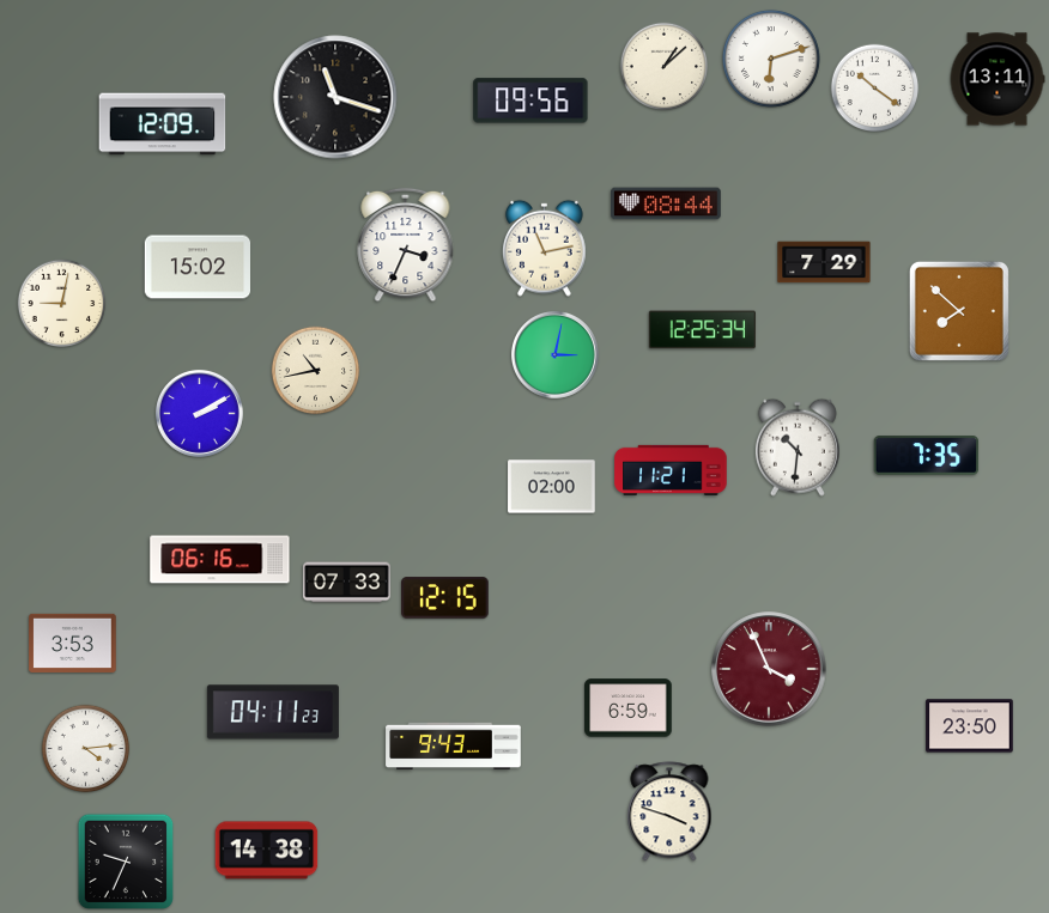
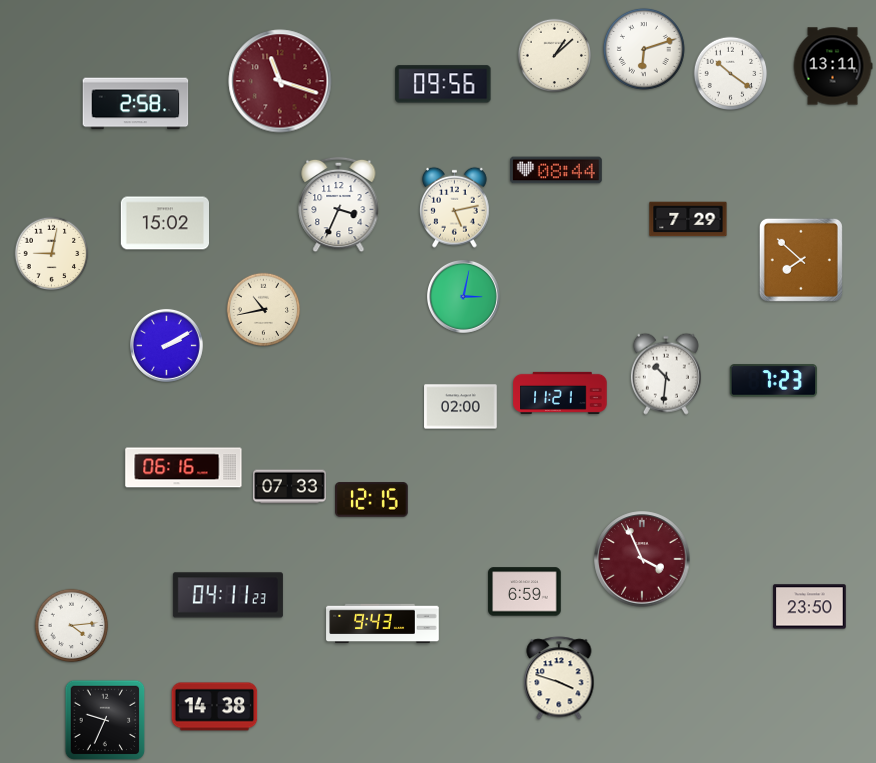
clock at (335, 97) dial: black -> burgundy
clock at (163, 124): 12:09 -> 2:58
clock at (544, 248): 11:13 -> 5:13
clock at (702, 330): 12:25 -> none
clock at (927, 456): 7:35 -> 7:23
clock at (73, 643): 3:53 -> none
clock at (454, 747) position: (454, 747) -> (383, 624)
clock at (267, 851) position: (267, 851) -> (215, 707)
